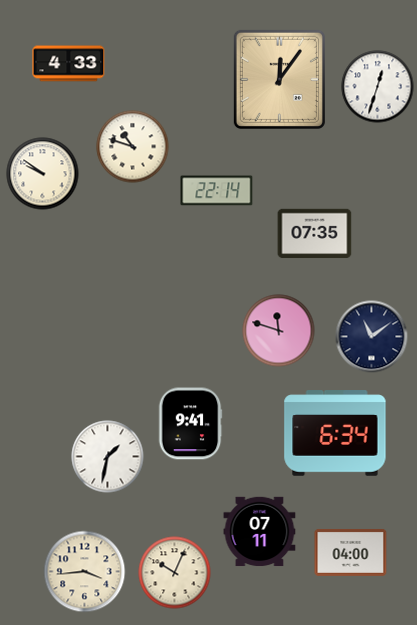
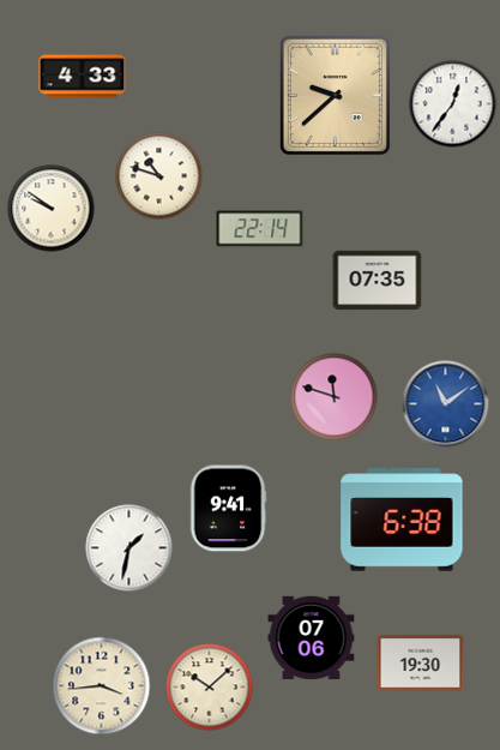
clock at (279, 79): 12:06 -> 9:38
clock at (378, 87): 12:33 -> 12:36
clock at (372, 337) dial: navy -> blue
clock at (335, 433): 6:34 -> 6:38
clock at (260, 532): 07:11 -> 07:06
clock at (351, 552): 04:00 -> 19:30
clock at (175, 573): 10:04 -> 10:08
